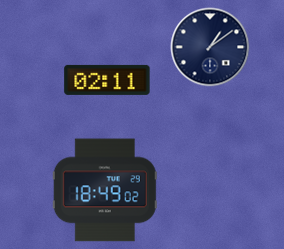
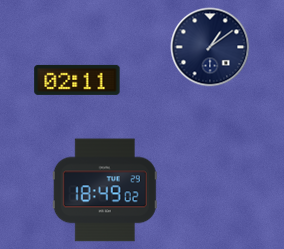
clock at (107, 80) position: (107, 80) -> (77, 80)
